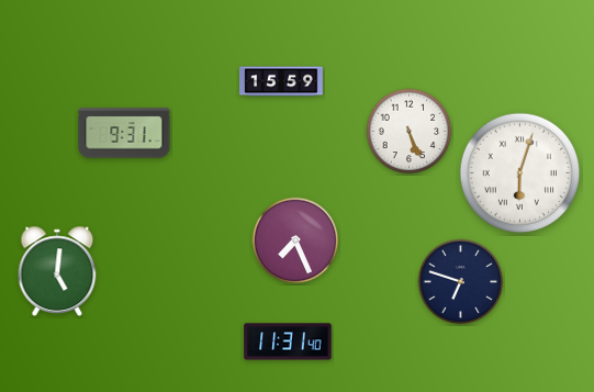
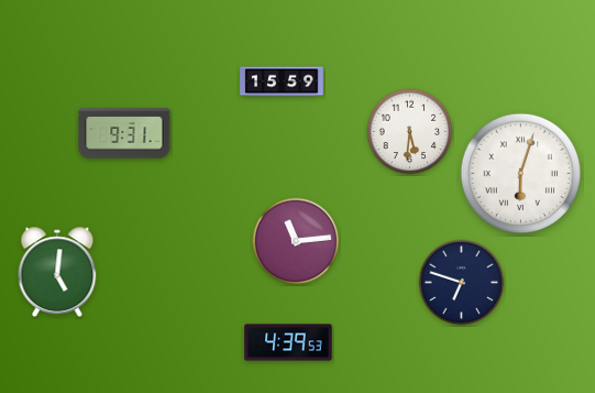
clock at (410, 132): 5:26 -> 5:31
clock at (295, 240): 7:26 -> 11:14
clock at (288, 341): 11:31 -> 4:39
